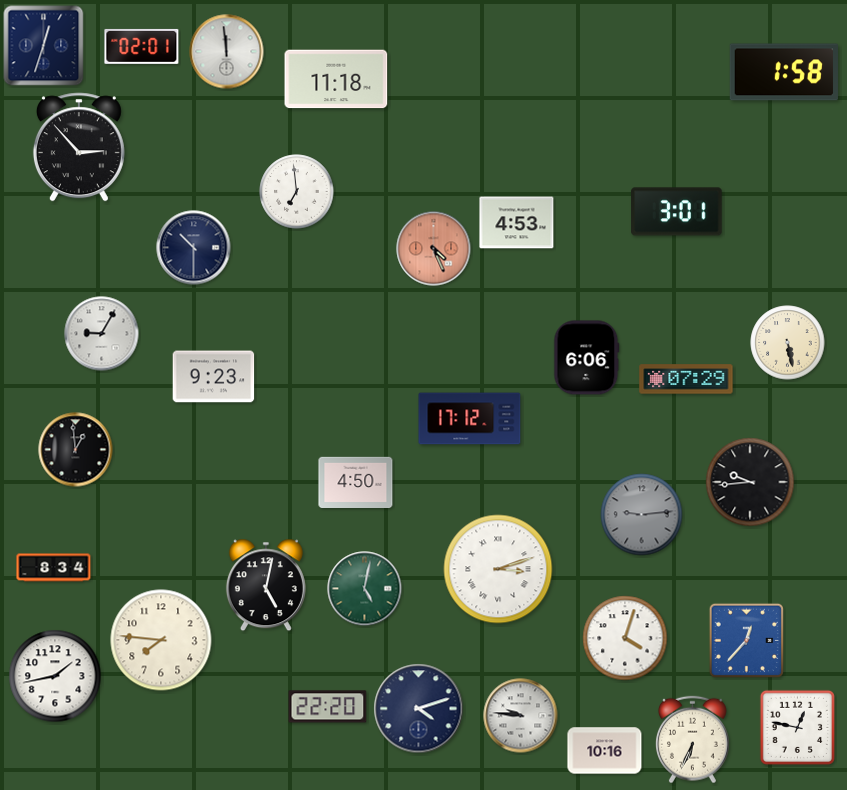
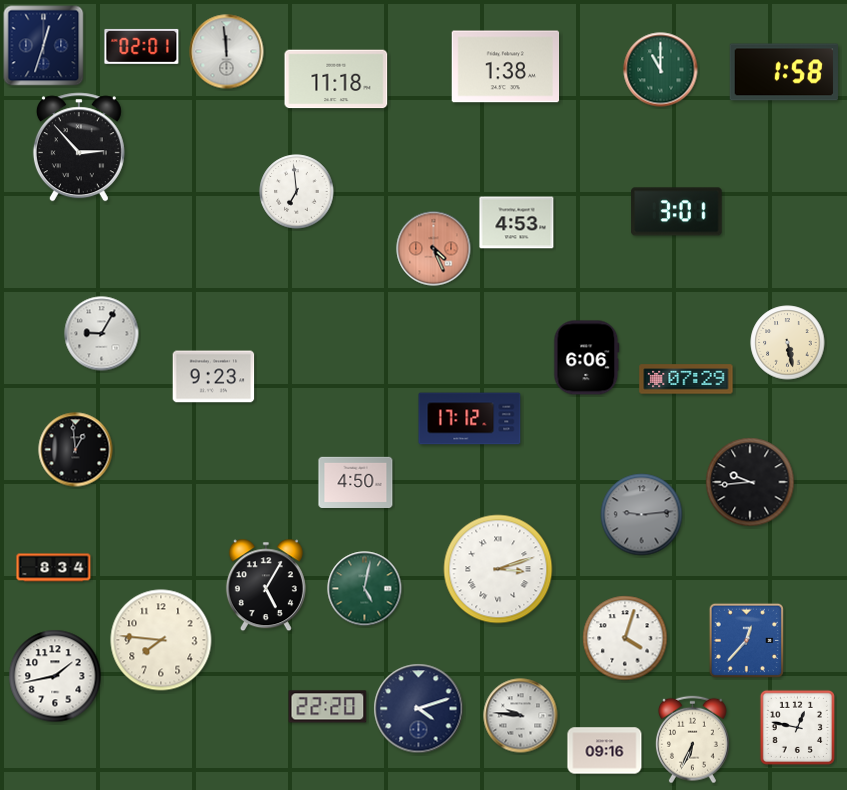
clock at (506, 67): none -> 1:38
clock at (661, 70): none -> 11:00
clock at (194, 248): 10:30 -> none
clock at (266, 585): 5:02 -> 5:05
clock at (605, 751): 10:16 -> 09:16
